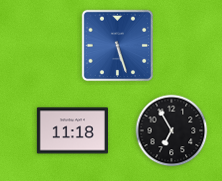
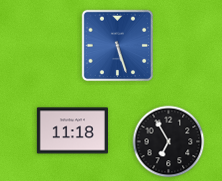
clock at (172, 131) position: (172, 131) -> (169, 142)
